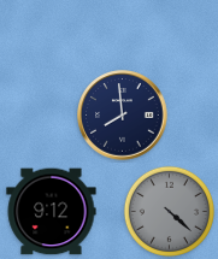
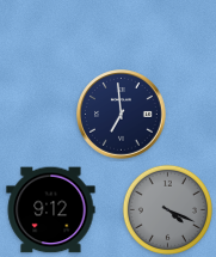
clock at (123, 116): 7:59 -> 6:59
clock at (169, 211): 4:22 -> 4:19
